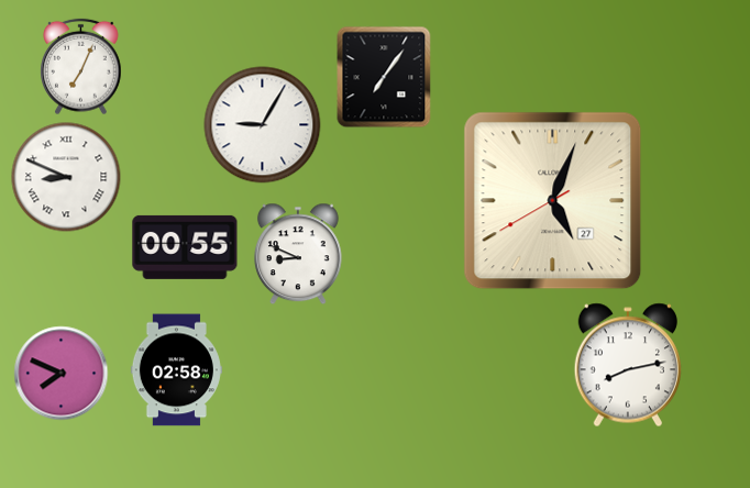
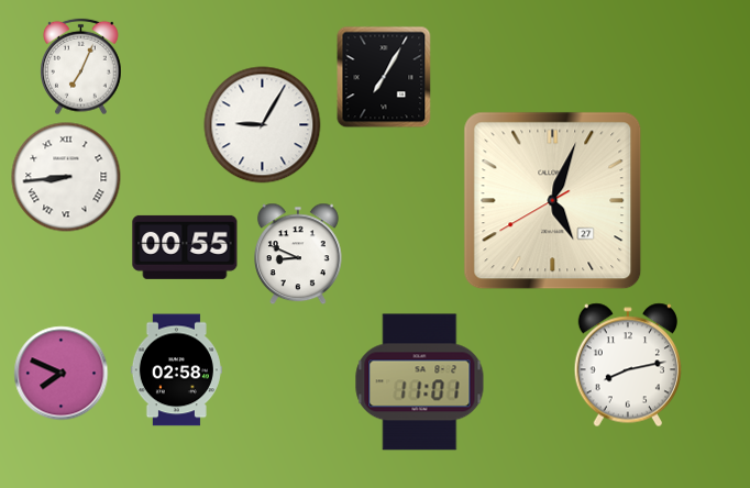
clock at (384, 77): 7:06 -> 7:05
clock at (66, 177): 8:49 -> 8:44
clock at (420, 382): none -> 11:01
